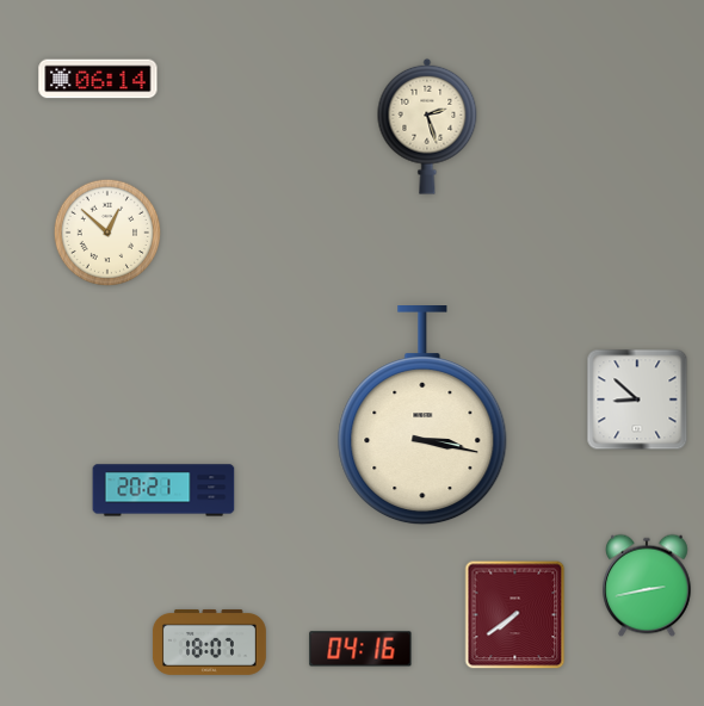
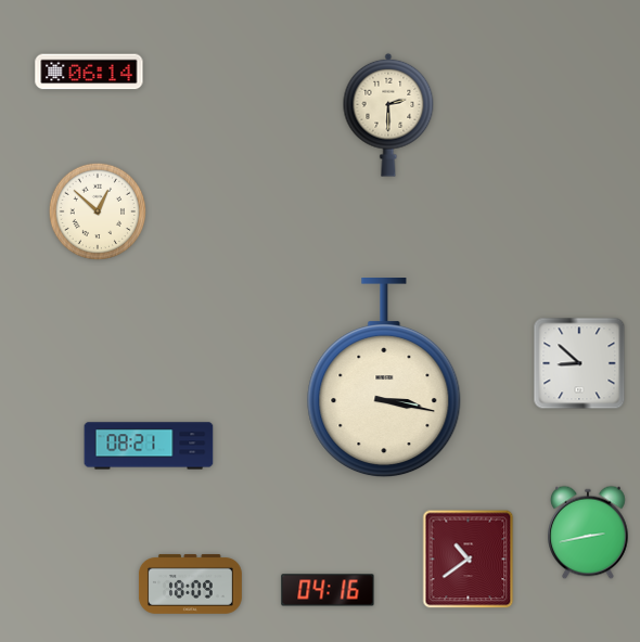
clock at (427, 126): 2:27 -> 2:30
clock at (163, 490): 20:21 -> 08:21
clock at (515, 615): 7:39 -> 10:39
clock at (209, 642): 18:07 -> 18:09
